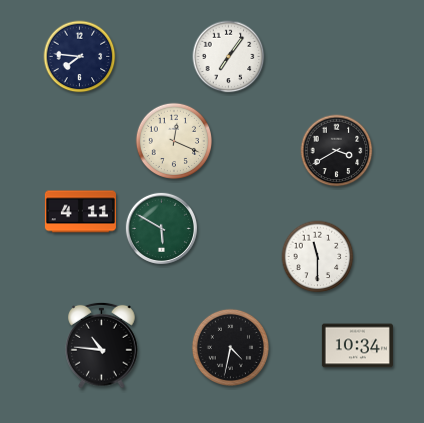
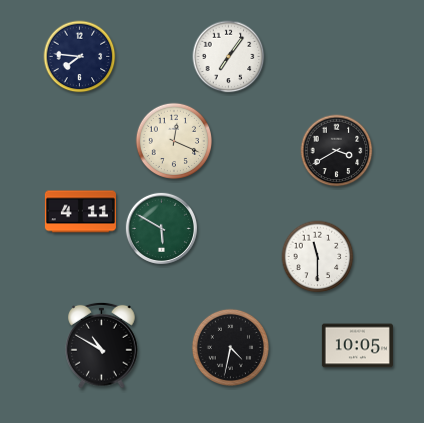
clock at (102, 345): 10:46 -> 10:50
clock at (357, 346): 10:34 -> 10:05
